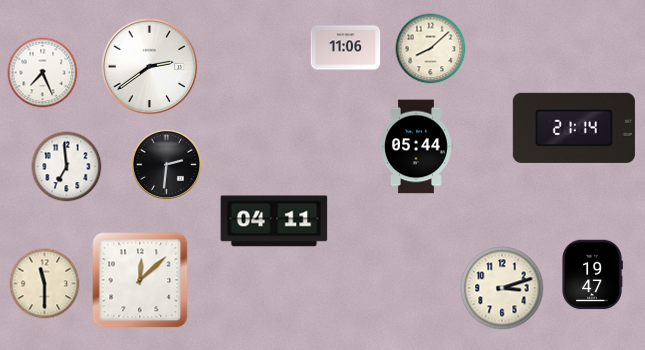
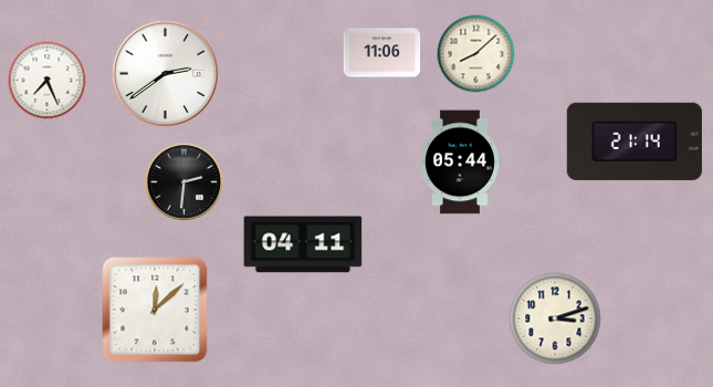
clock at (67, 167): 6:59 -> none
clock at (592, 275): 19:47 -> none
clock at (45, 284): 11:30 -> none
